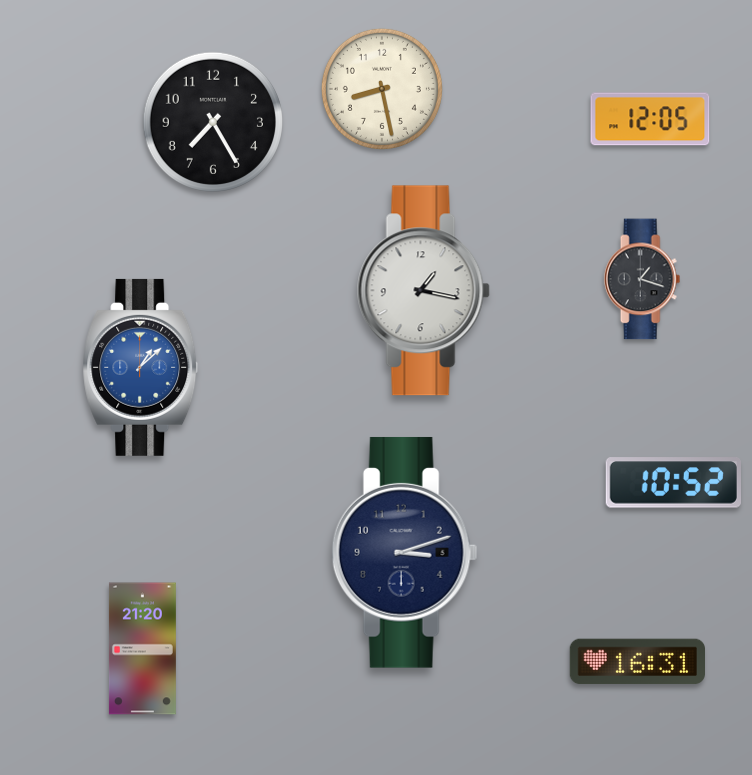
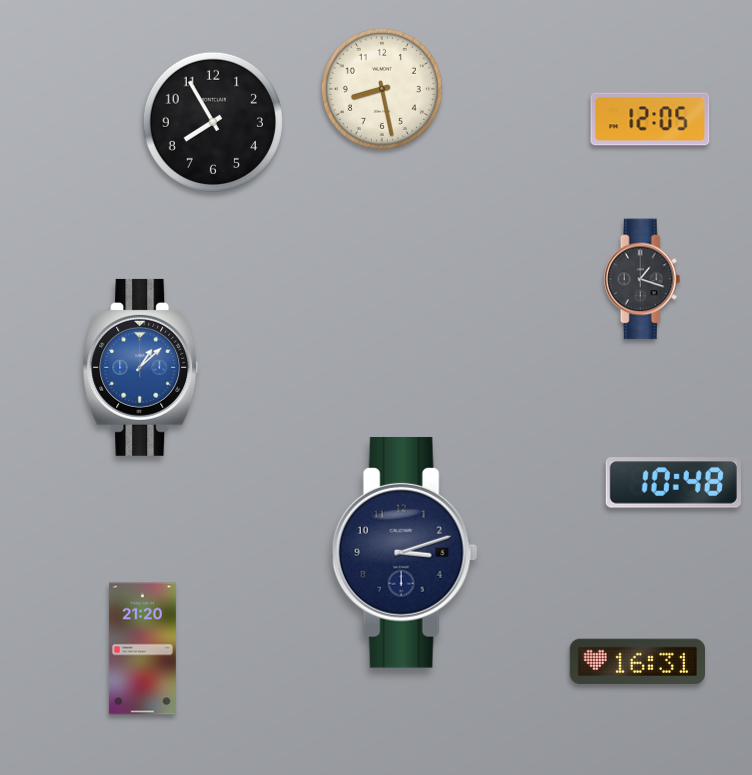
clock at (212, 121): 7:25 -> 7:55
clock at (423, 291): 1:17 -> none
clock at (673, 483): 10:52 -> 10:48
